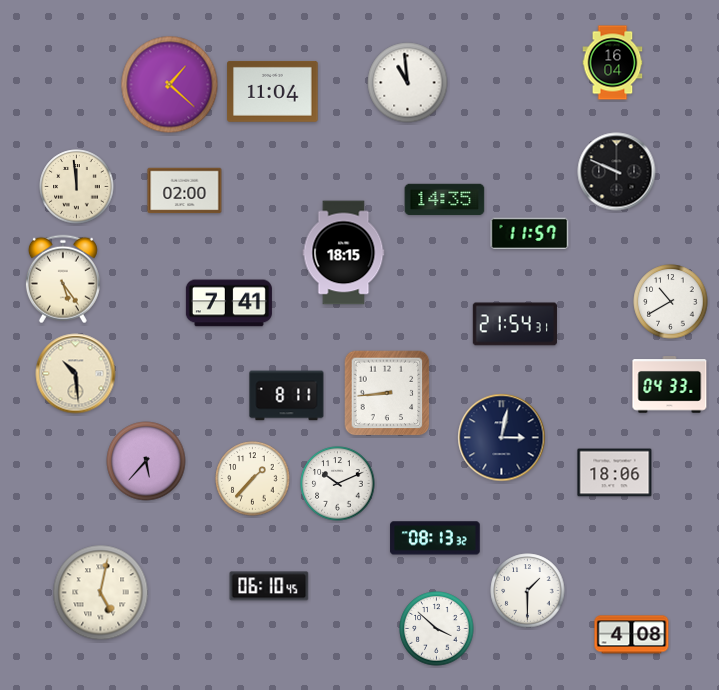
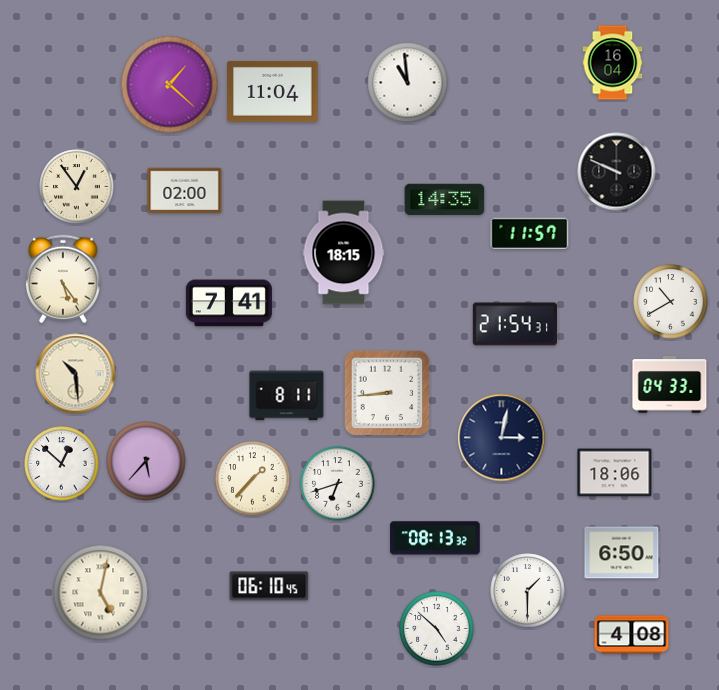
clock at (77, 187): 11:59 -> 12:54
clock at (62, 464): none -> 12:52
clock at (338, 484): 10:11 -> 6:42
clock at (622, 553): none -> 6:50
clock at (437, 629): 3:52 -> 4:52
